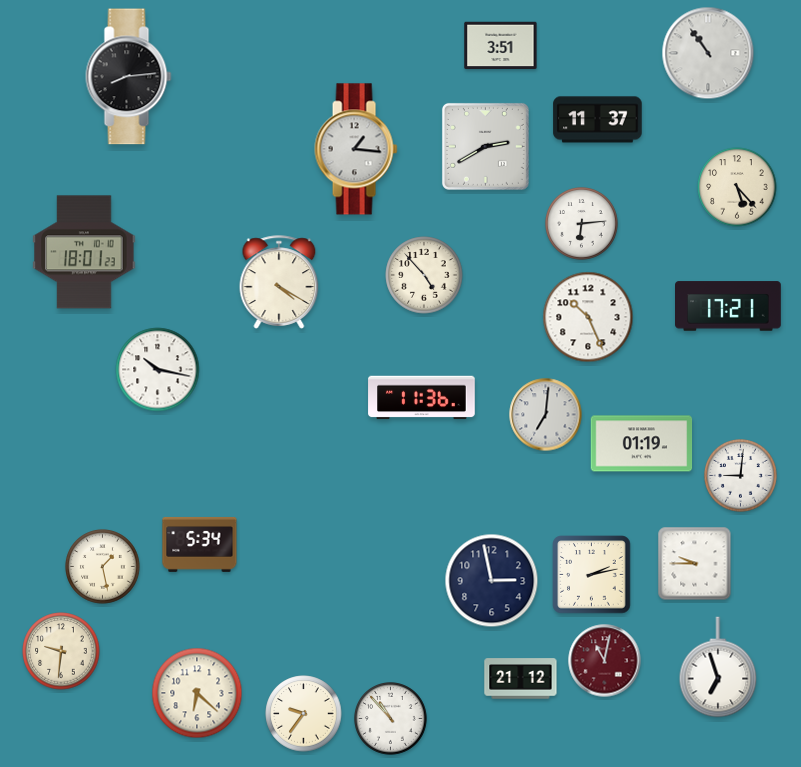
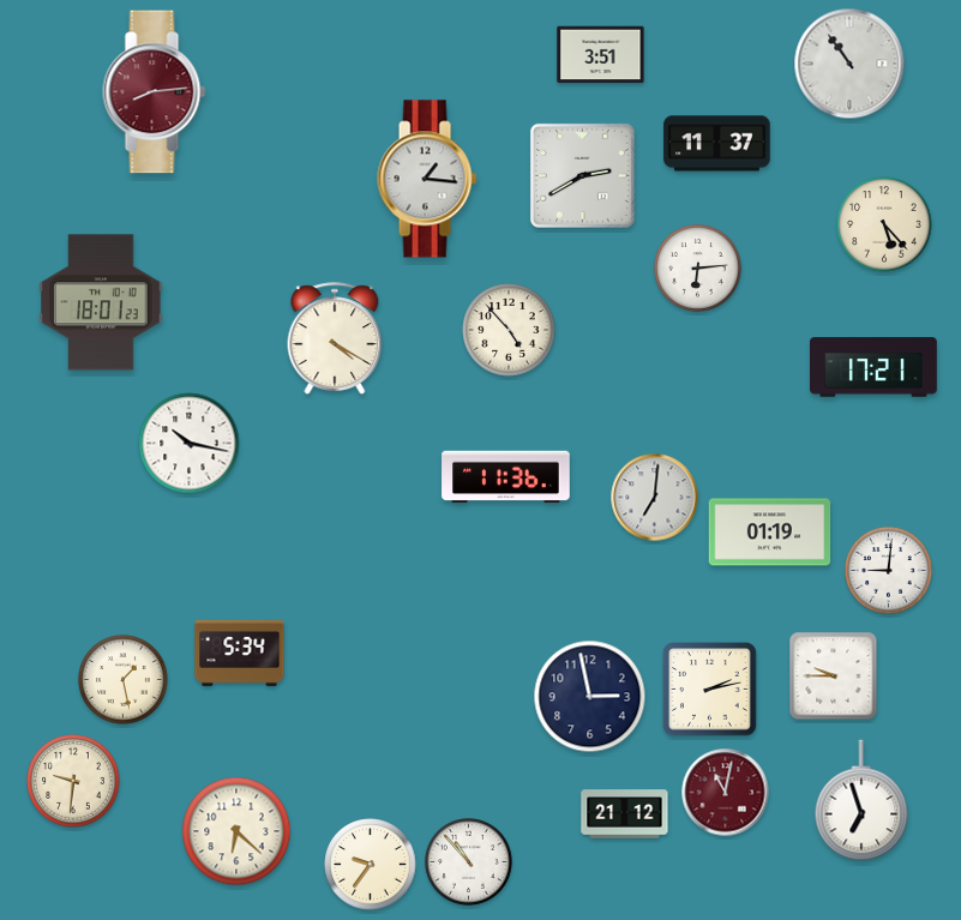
clock at (129, 77) dial: black -> burgundy
clock at (588, 317): 10:26 -> none
clock at (304, 714) position: (304, 714) -> (371, 865)
